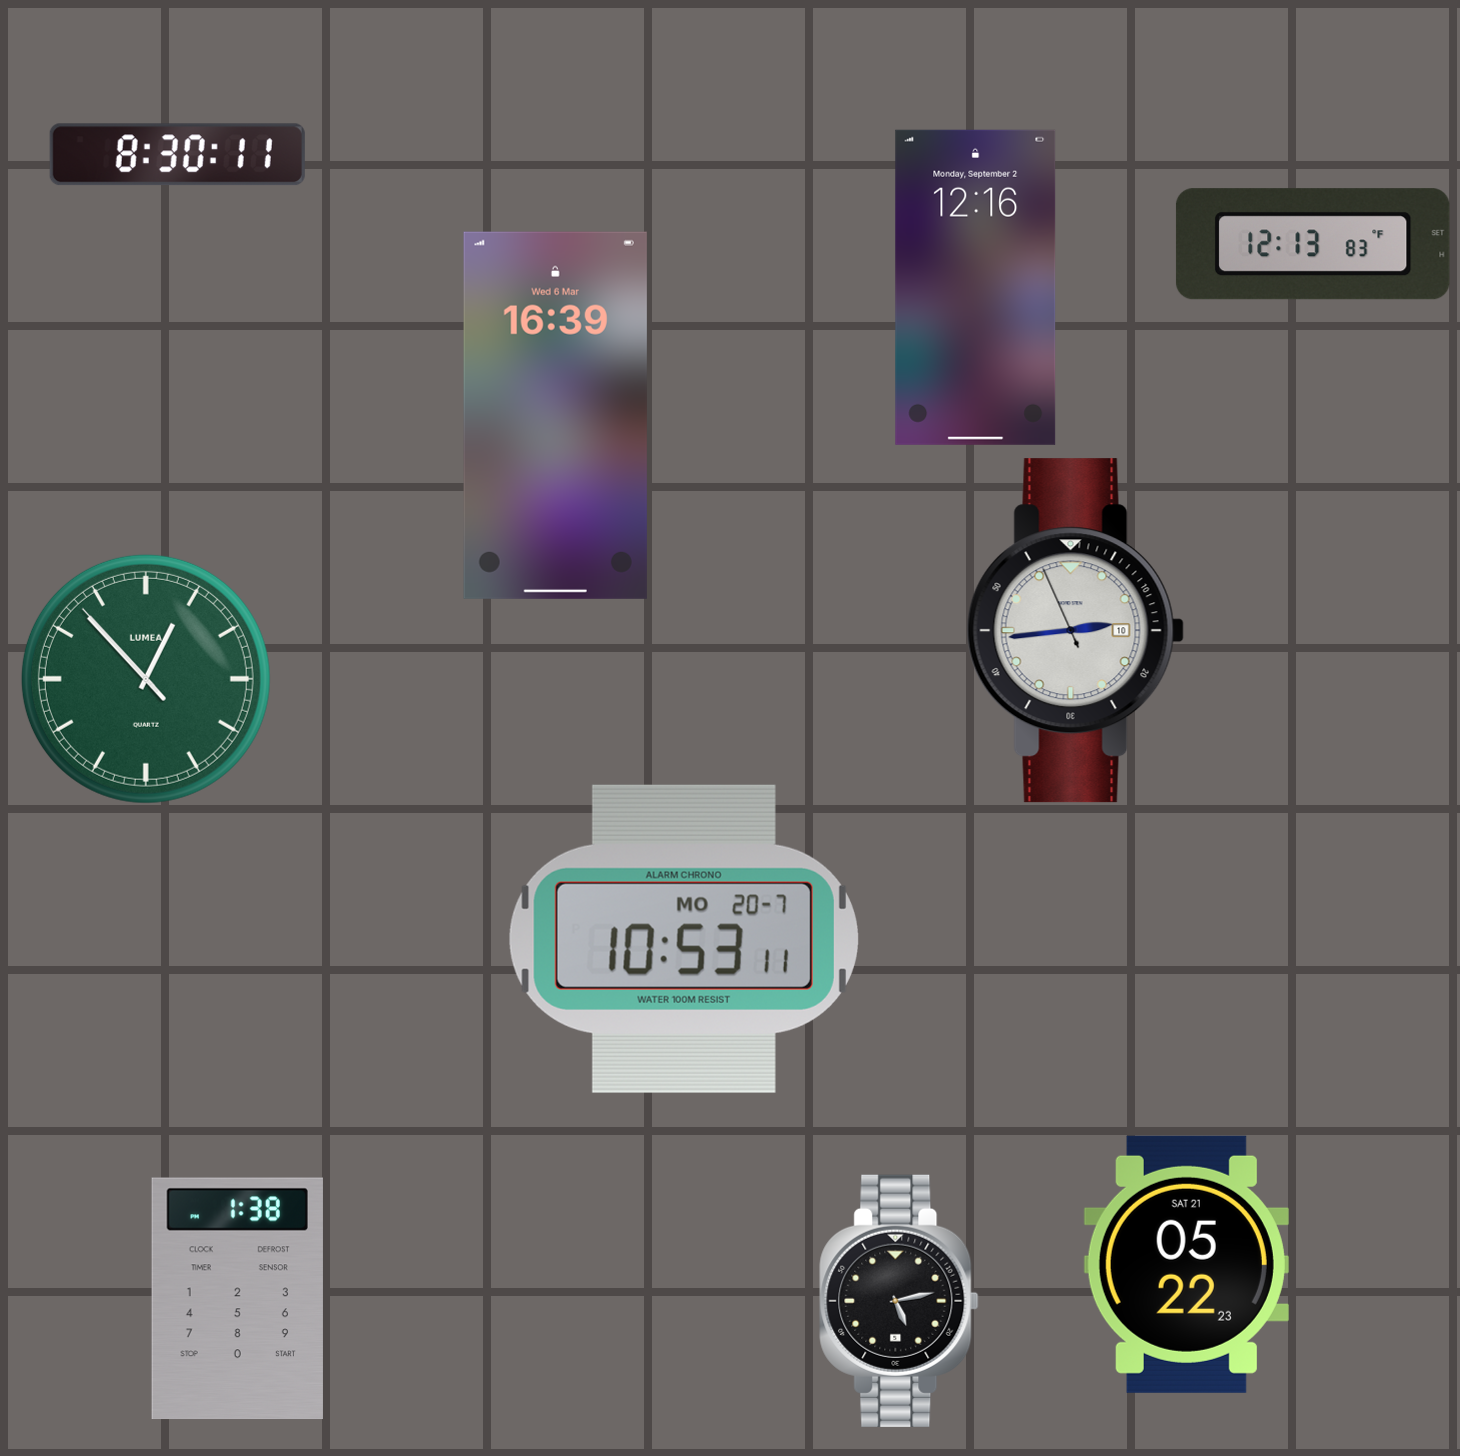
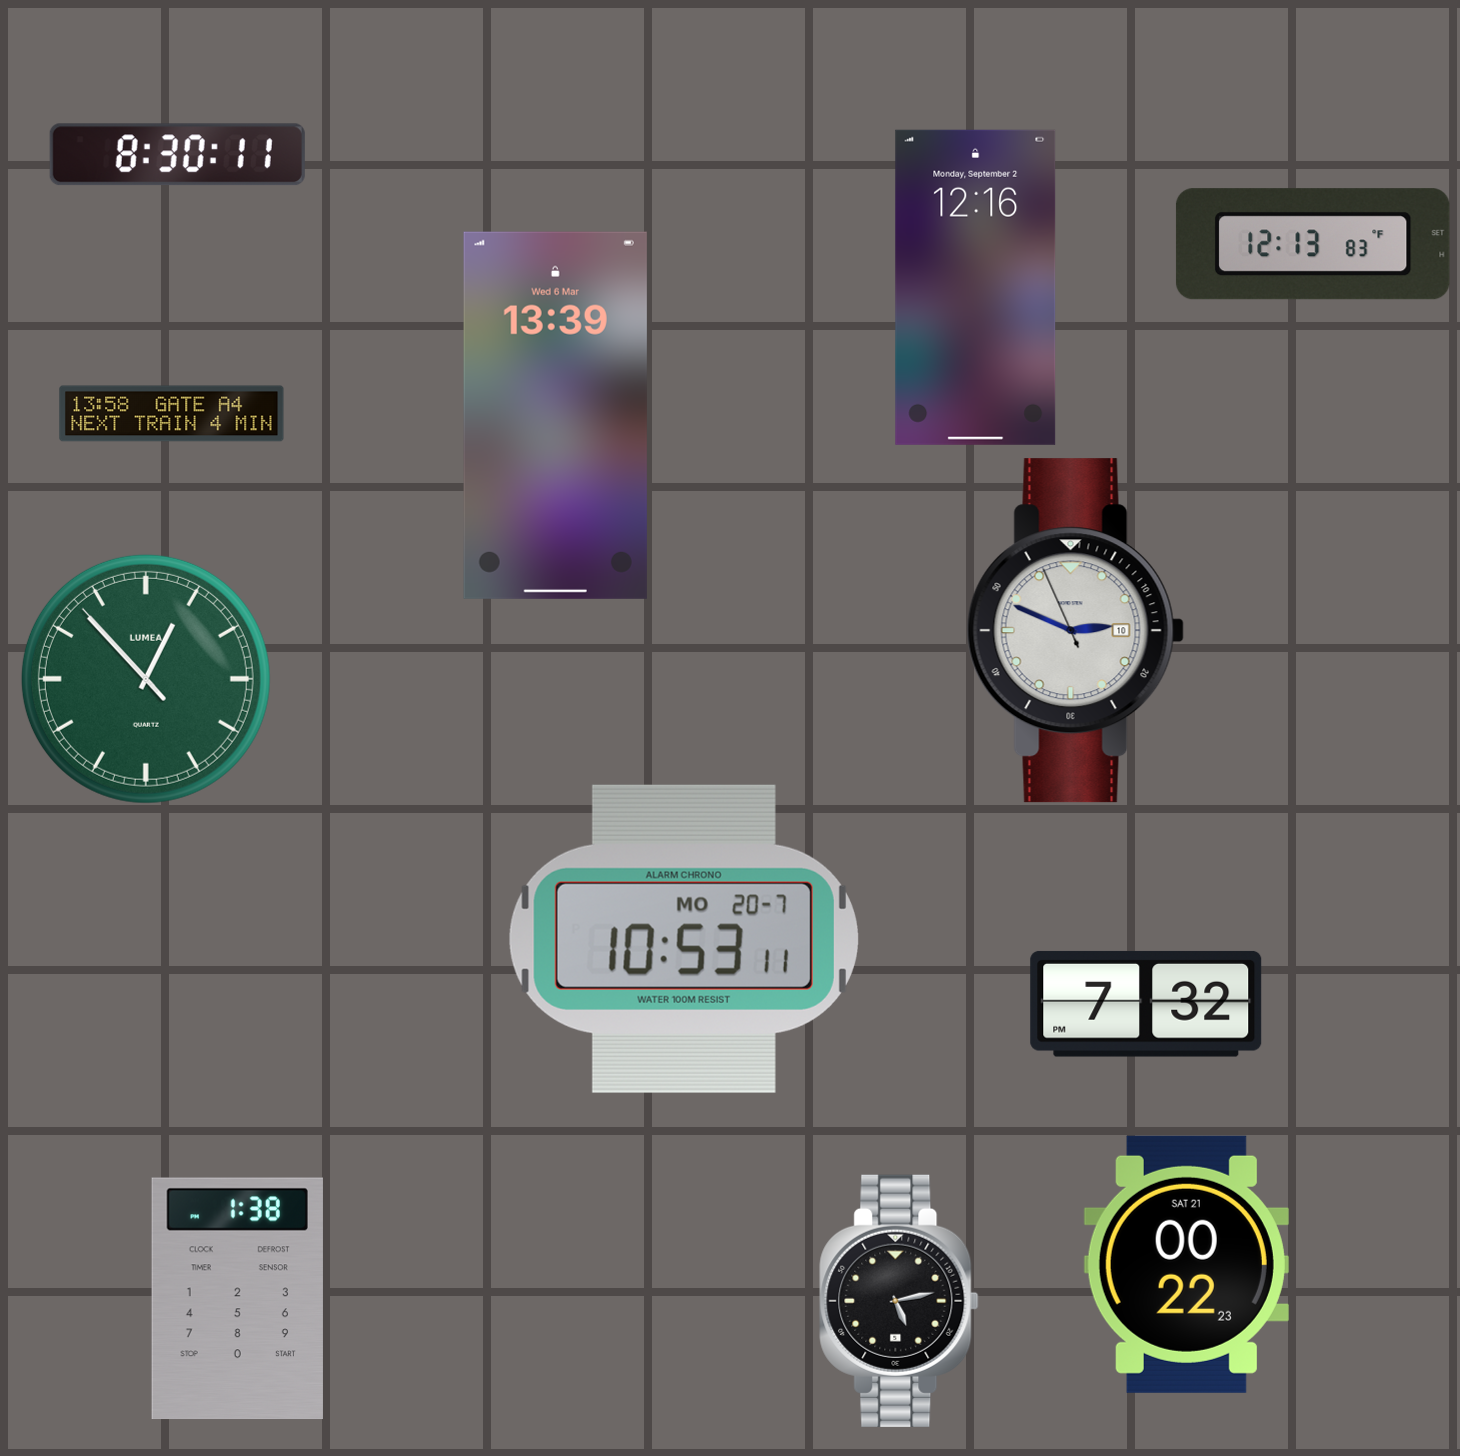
clock at (172, 414): none -> 13:58
clock at (555, 415): 16:39 -> 13:39
clock at (1075, 631): 2:43 -> 2:48
clock at (1146, 1004): none -> 7:32
clock at (1186, 1264): 05:22 -> 00:22
